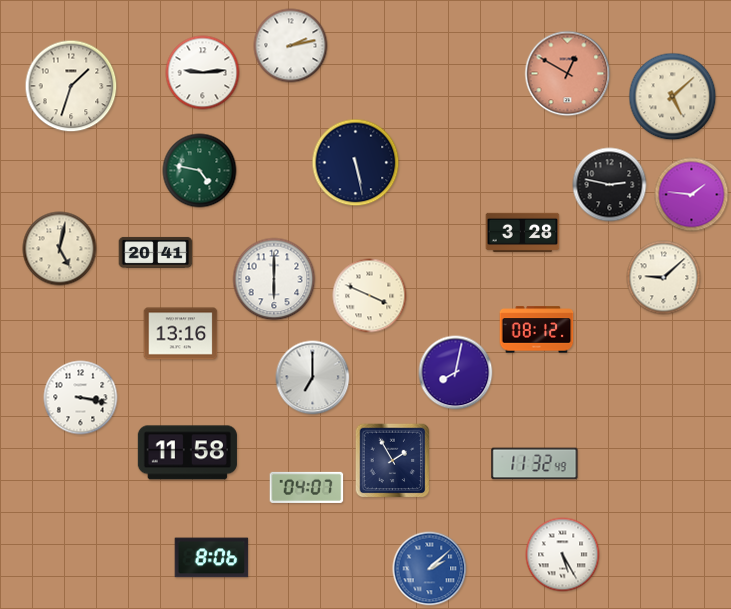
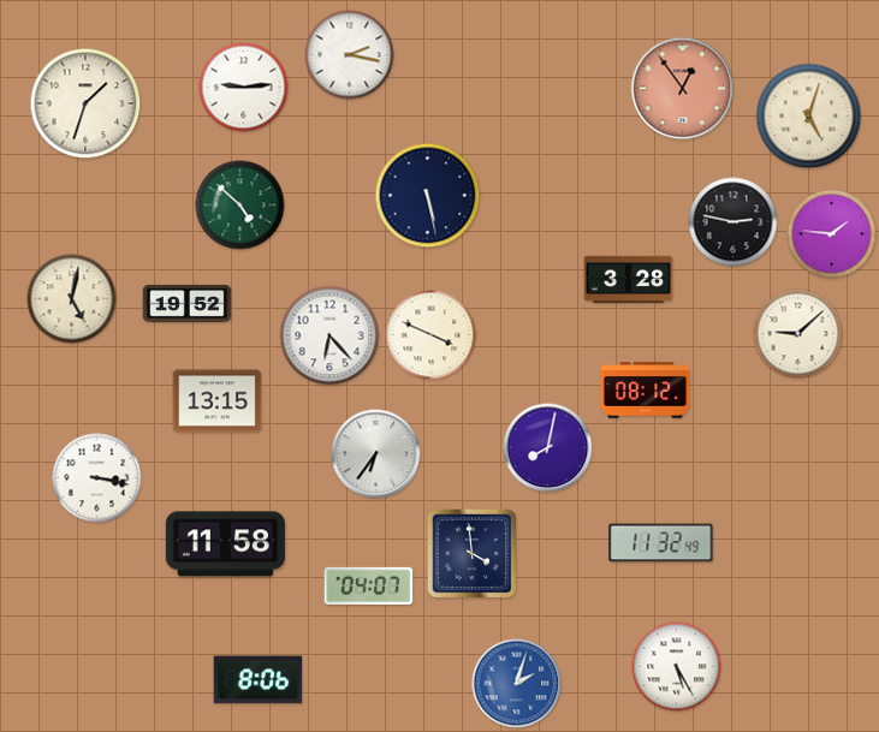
clock at (291, 46): 2:13 -> 2:17
clock at (568, 74): 12:50 -> 12:54
clock at (673, 97): 5:08 -> 5:03
clock at (200, 171): 4:47 -> 4:52
clock at (156, 252): 20:41 -> 19:52
clock at (274, 279): 6:00 -> 6:23
clock at (370, 296) position: (370, 296) -> (432, 335)
clock at (537, 330) position: (537, 330) -> (646, 391)
clock at (181, 334): 13:16 -> 13:15
clock at (313, 378): 7:00 -> 6:36
clock at (393, 461): 1:55 -> 3:59
clock at (535, 464) position: (535, 464) -> (661, 543)
clock at (212, 558) position: (212, 558) -> (259, 680)
clock at (430, 569): 2:08 -> 2:03
